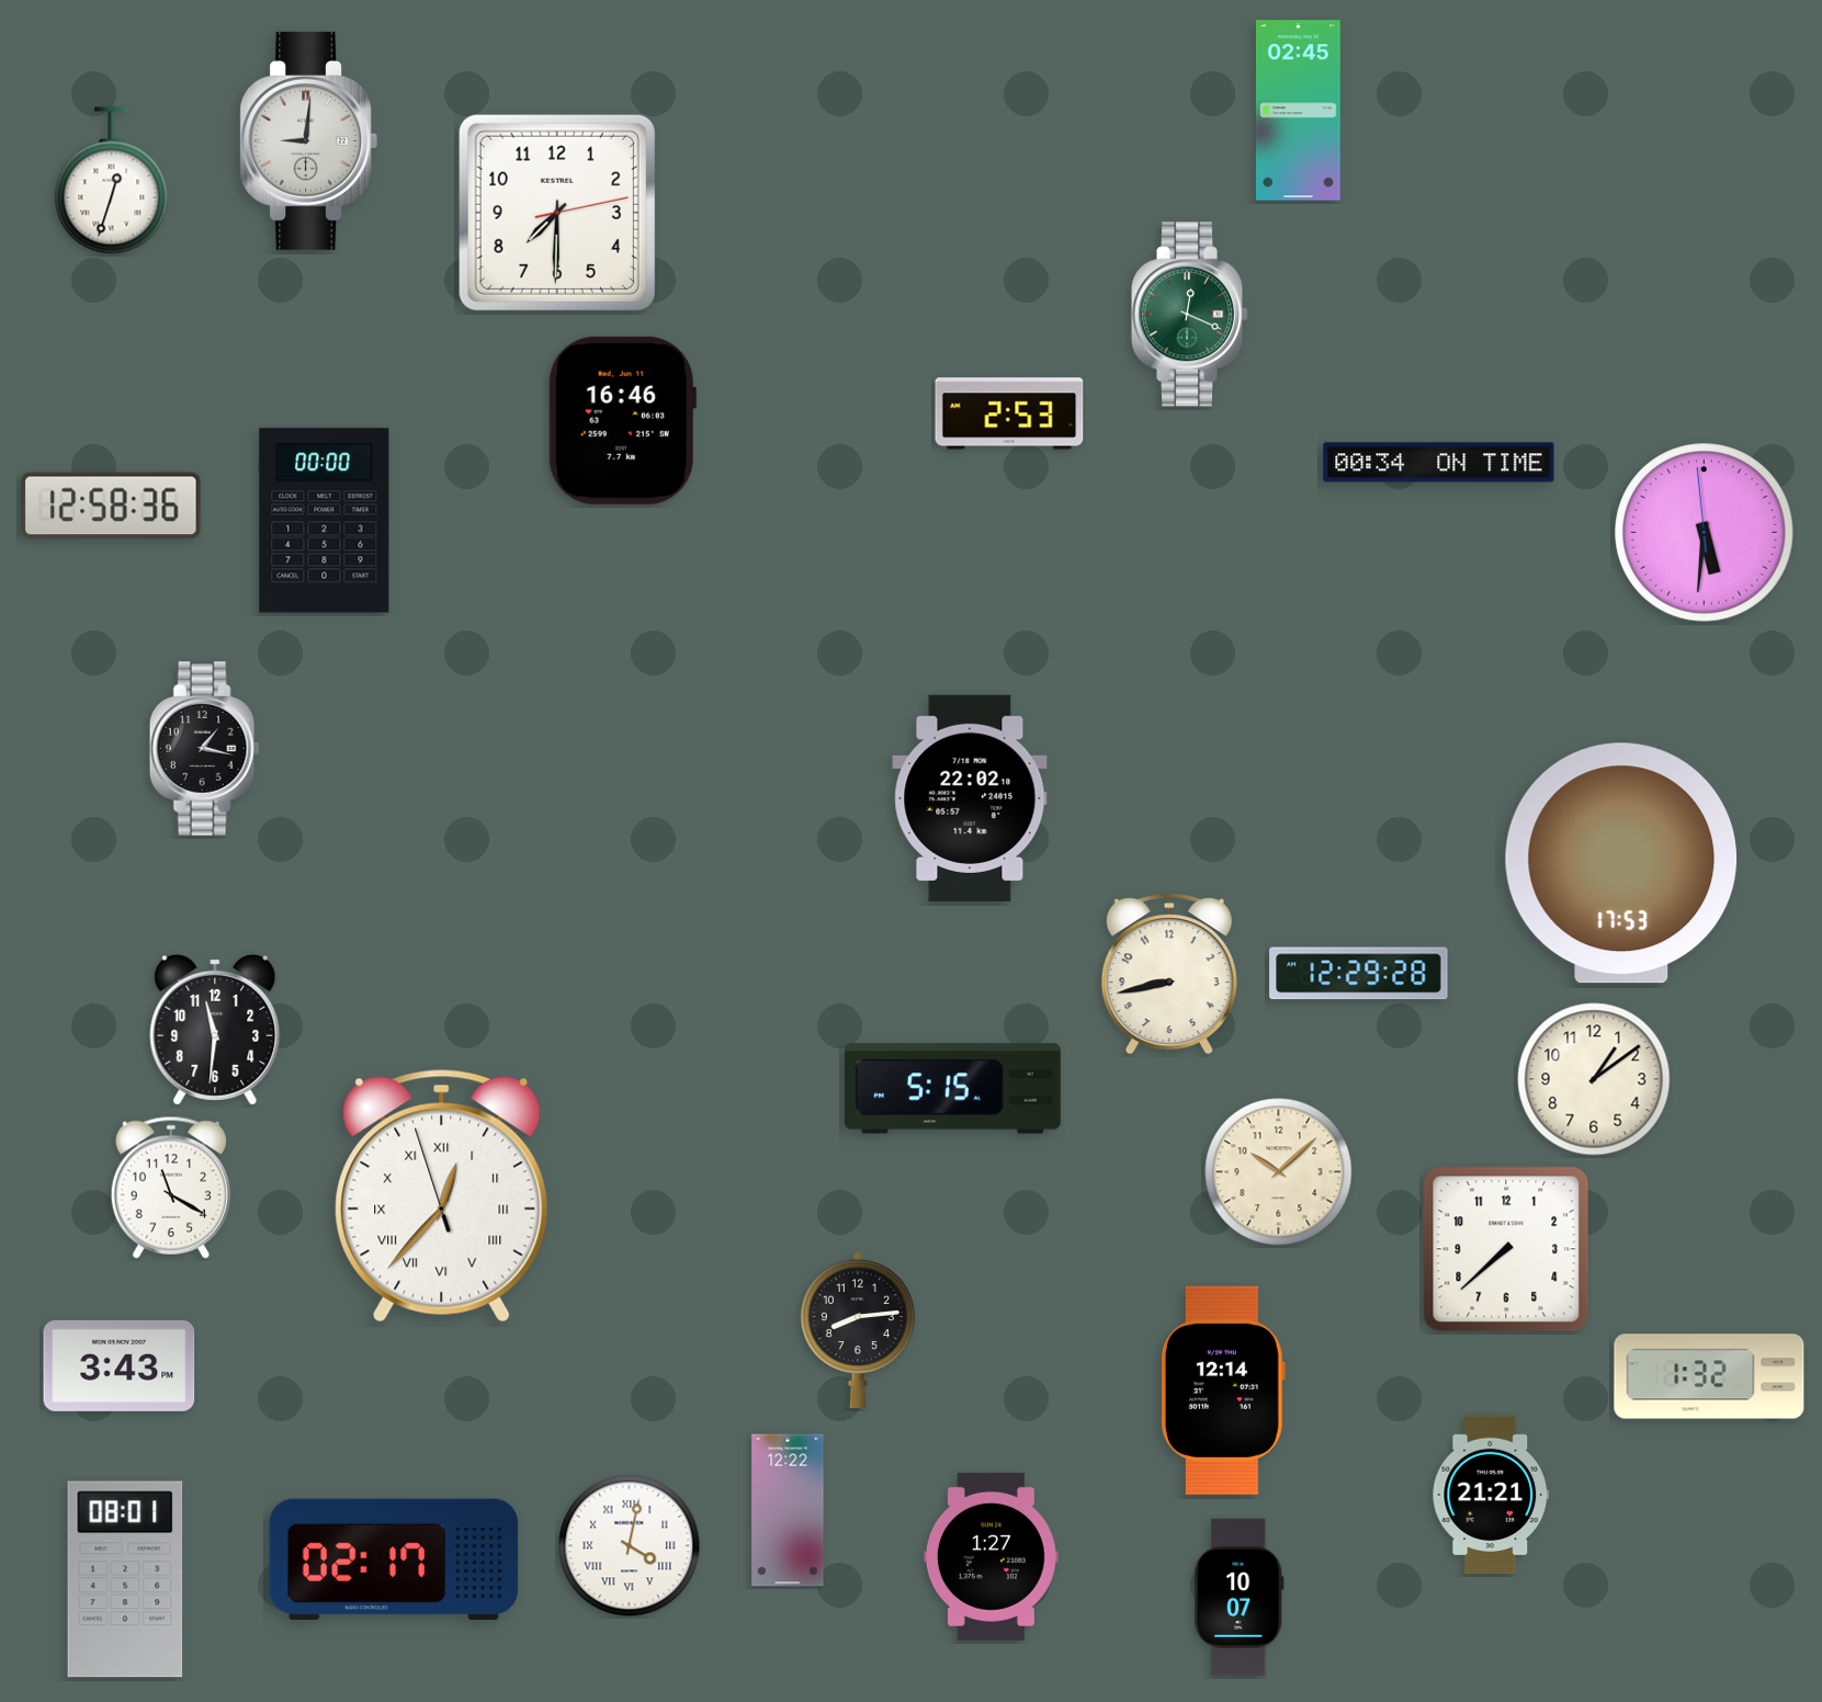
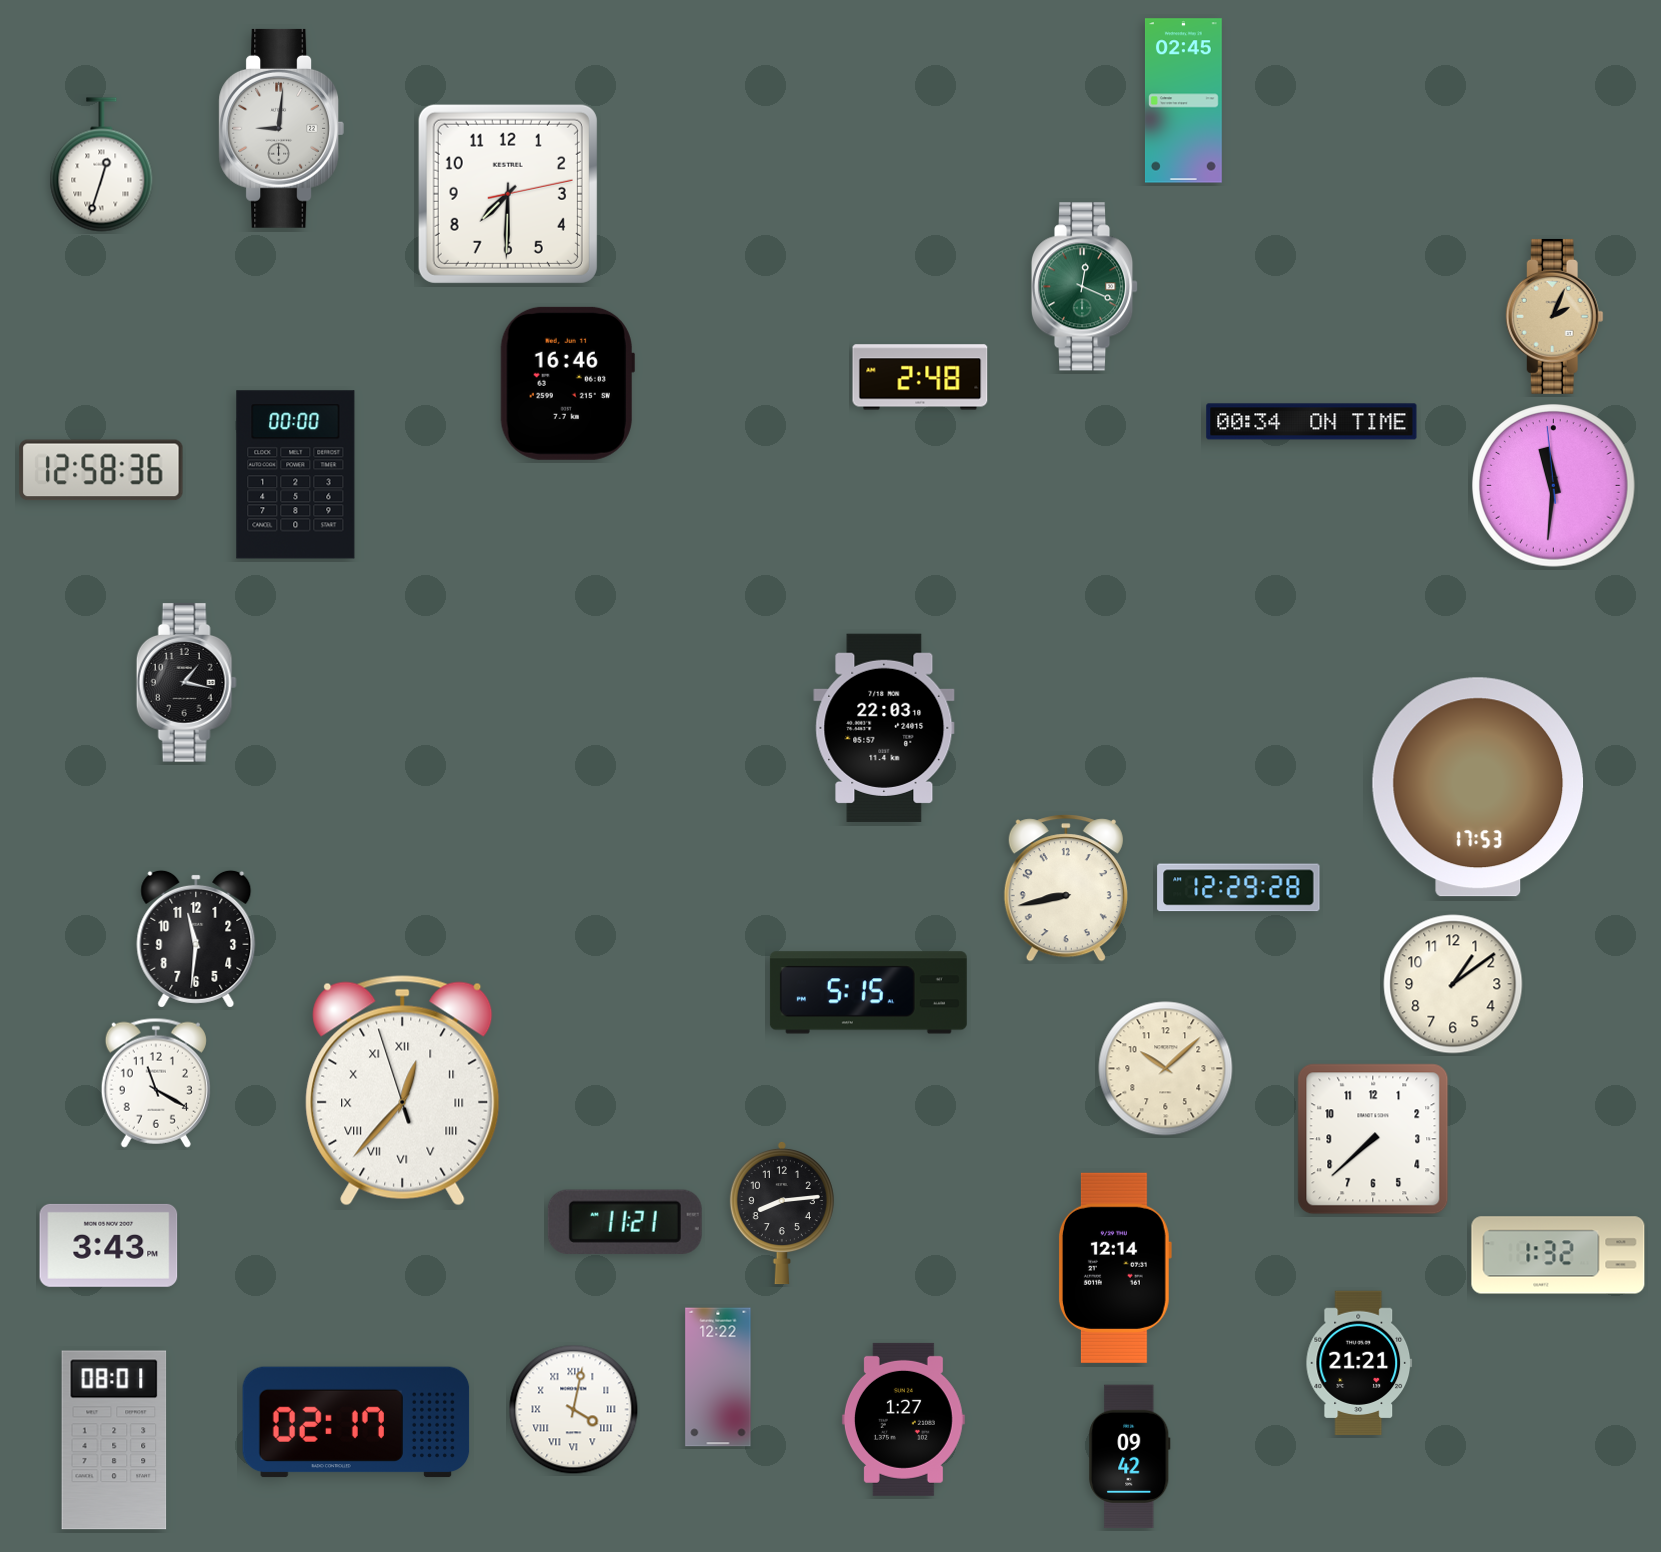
clock at (1554, 316): none -> 2:04
clock at (1009, 413): 2:53 -> 2:48
clock at (111, 506) position: (111, 506) -> (101, 470)
clock at (1705, 533): 5:30 -> 11:30
clock at (970, 798): 22:02 -> 22:03
clock at (625, 1222): none -> 11:21
clock at (394, 1559) position: (394, 1559) -> (356, 1422)
clock at (1240, 1598): 10:07 -> 09:42
